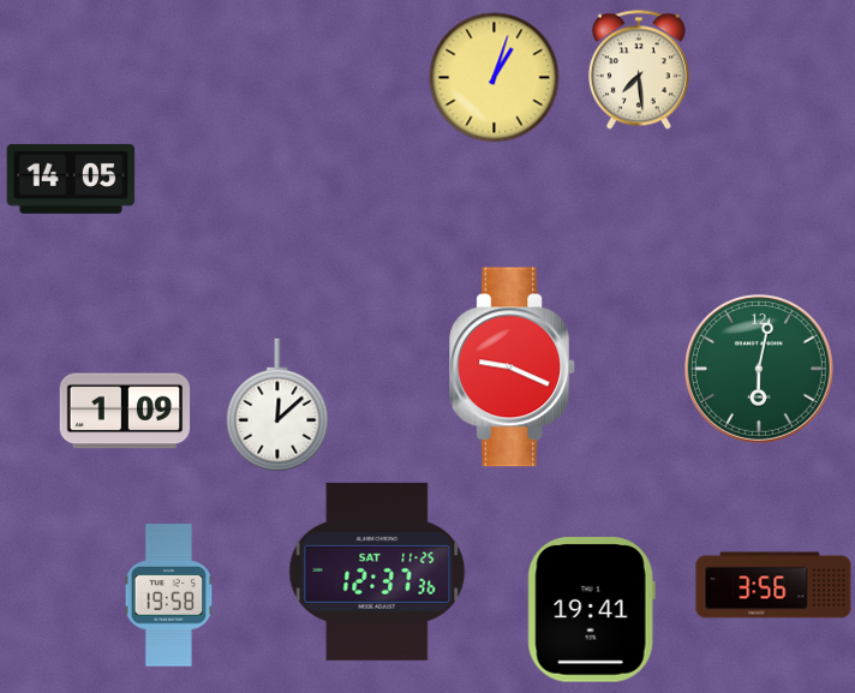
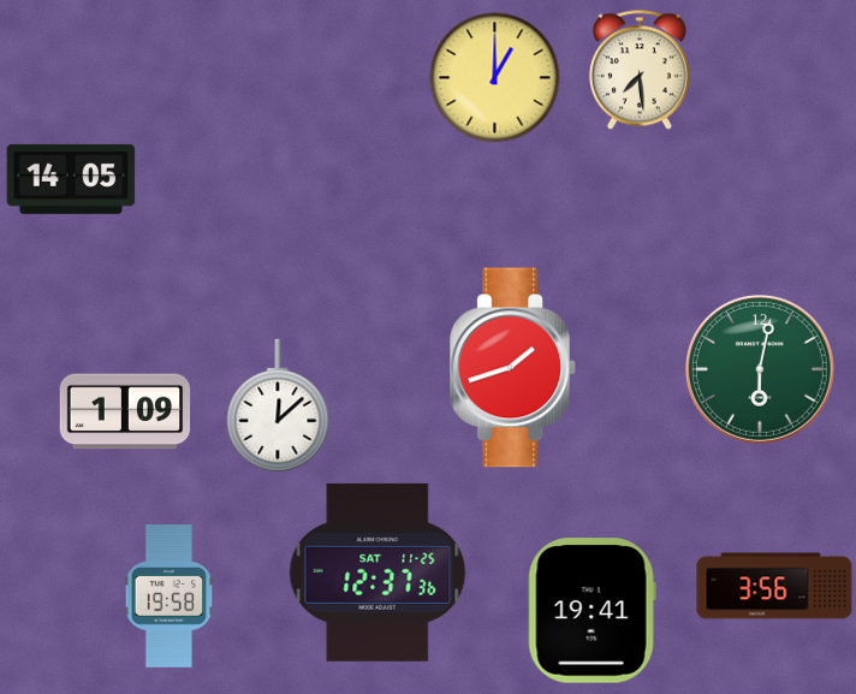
clock at (495, 78): 1:03 -> 1:00
clock at (513, 368): 9:19 -> 1:42
